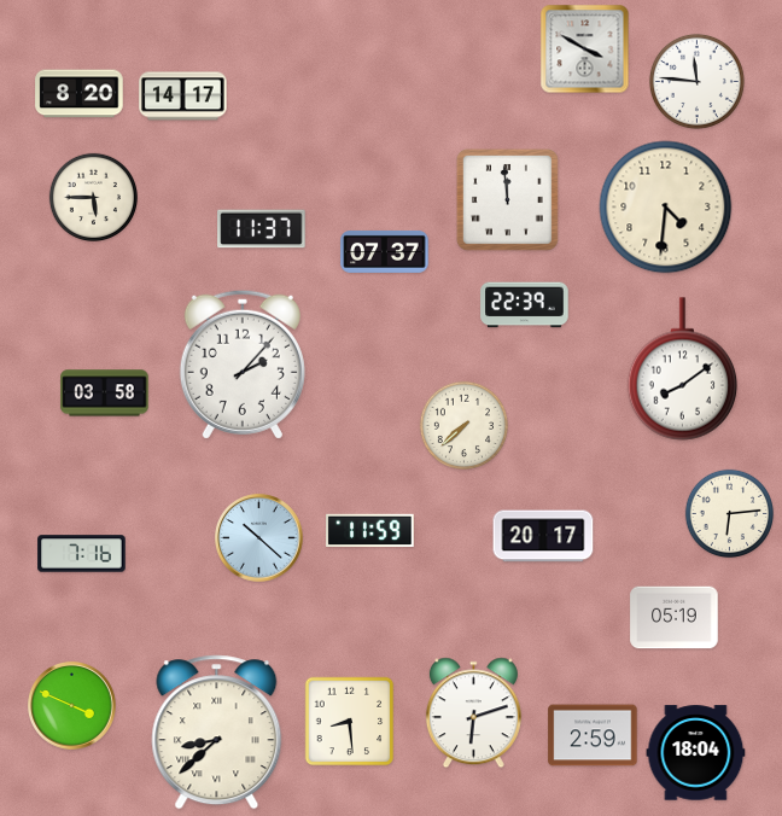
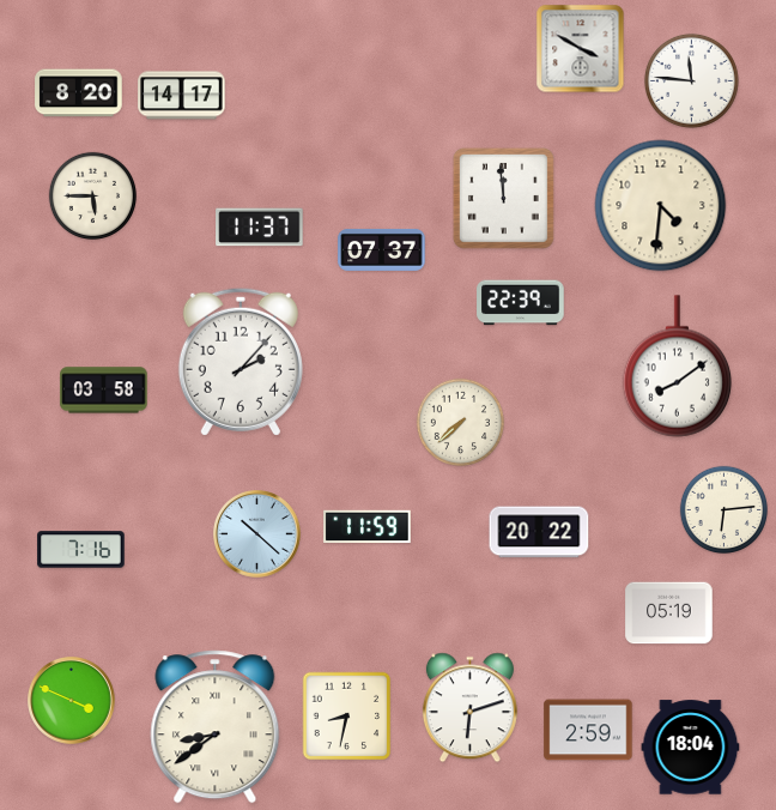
clock at (543, 536): 20:17 -> 20:22
clock at (350, 722): 8:29 -> 8:32
clock at (217, 733): 8:38 -> 8:39
